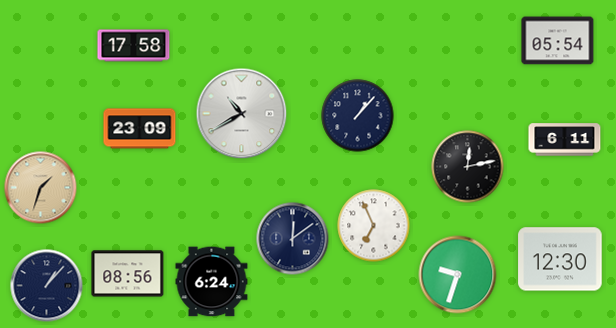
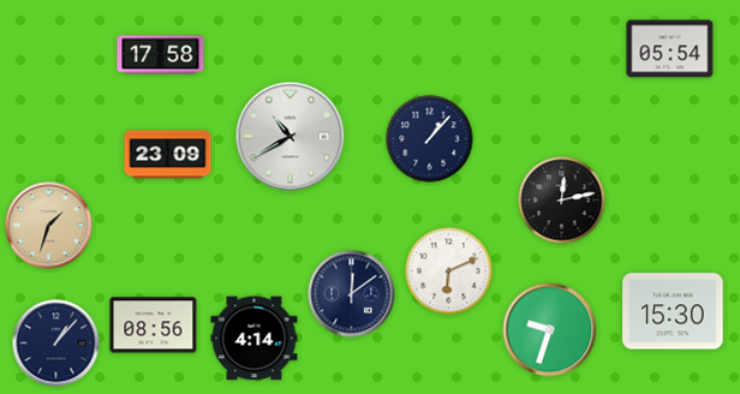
clock at (565, 140): 6:11 -> none
clock at (374, 226): 6:56 -> 6:11
clock at (293, 239) position: (293, 239) -> (352, 294)
clock at (560, 259): 12:30 -> 15:30
clock at (128, 274) position: (128, 274) -> (154, 326)
clock at (212, 282): 6:24 -> 4:14
